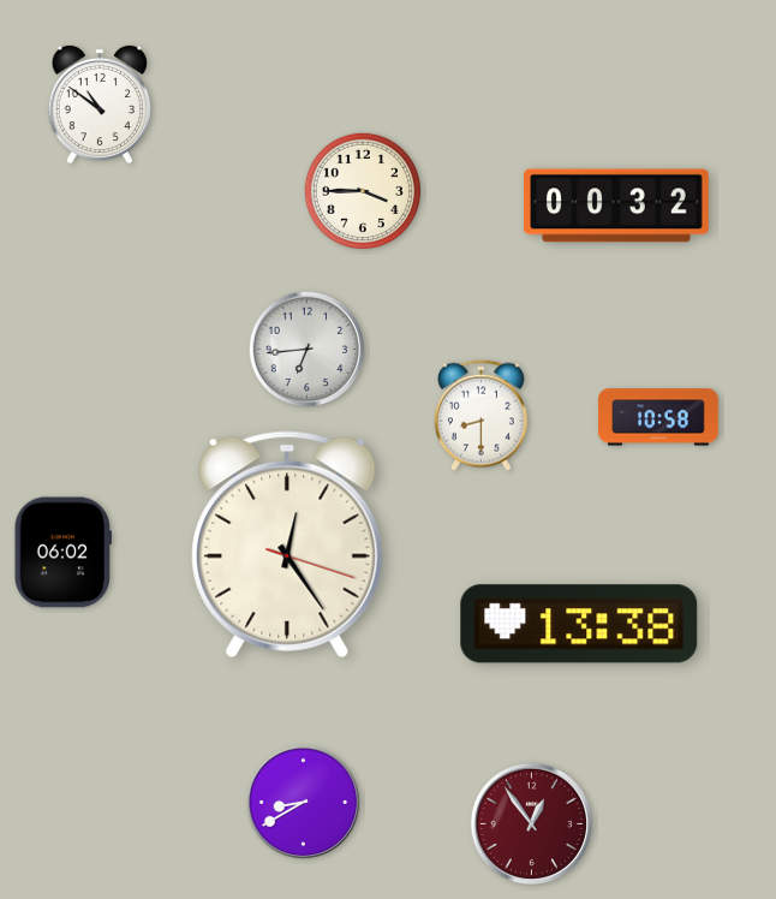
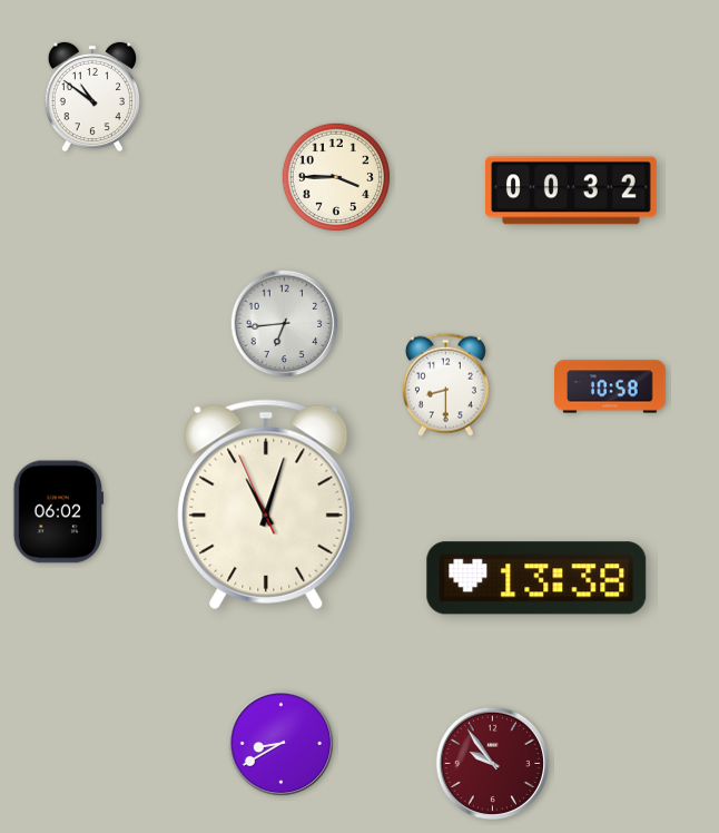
clock at (287, 544): 12:24 -> 11:02
clock at (531, 823): 12:54 -> 9:54
